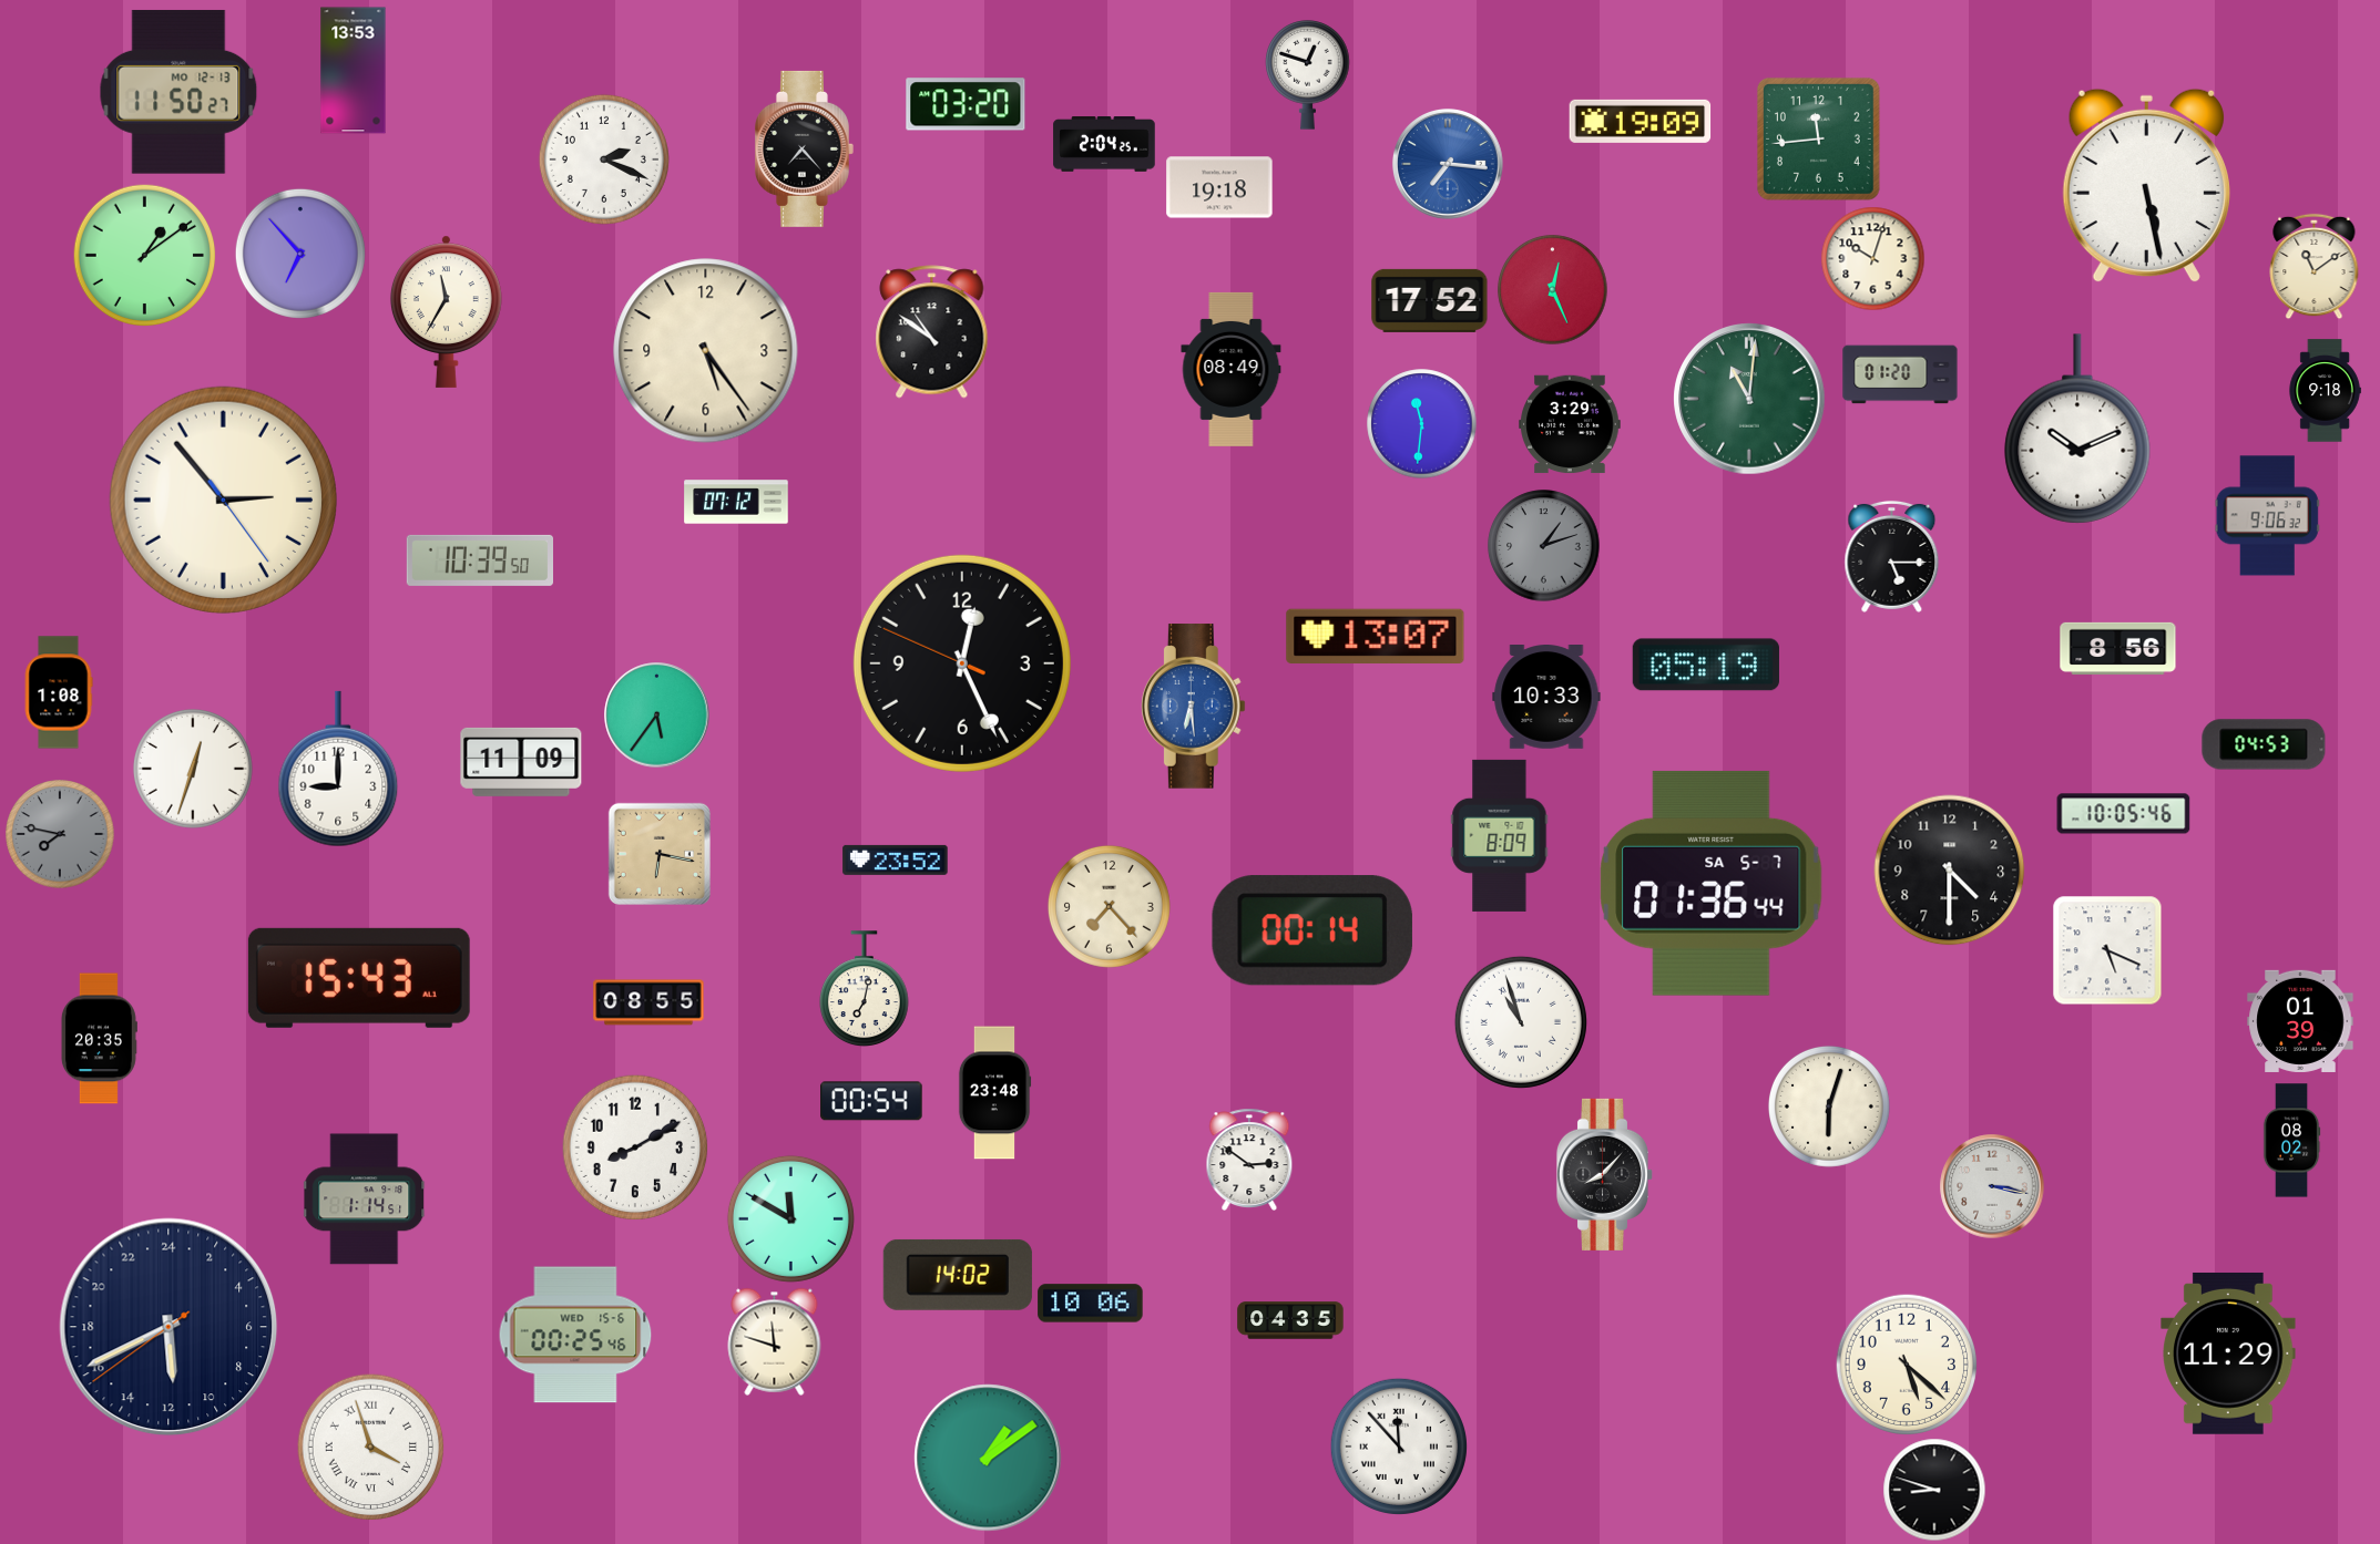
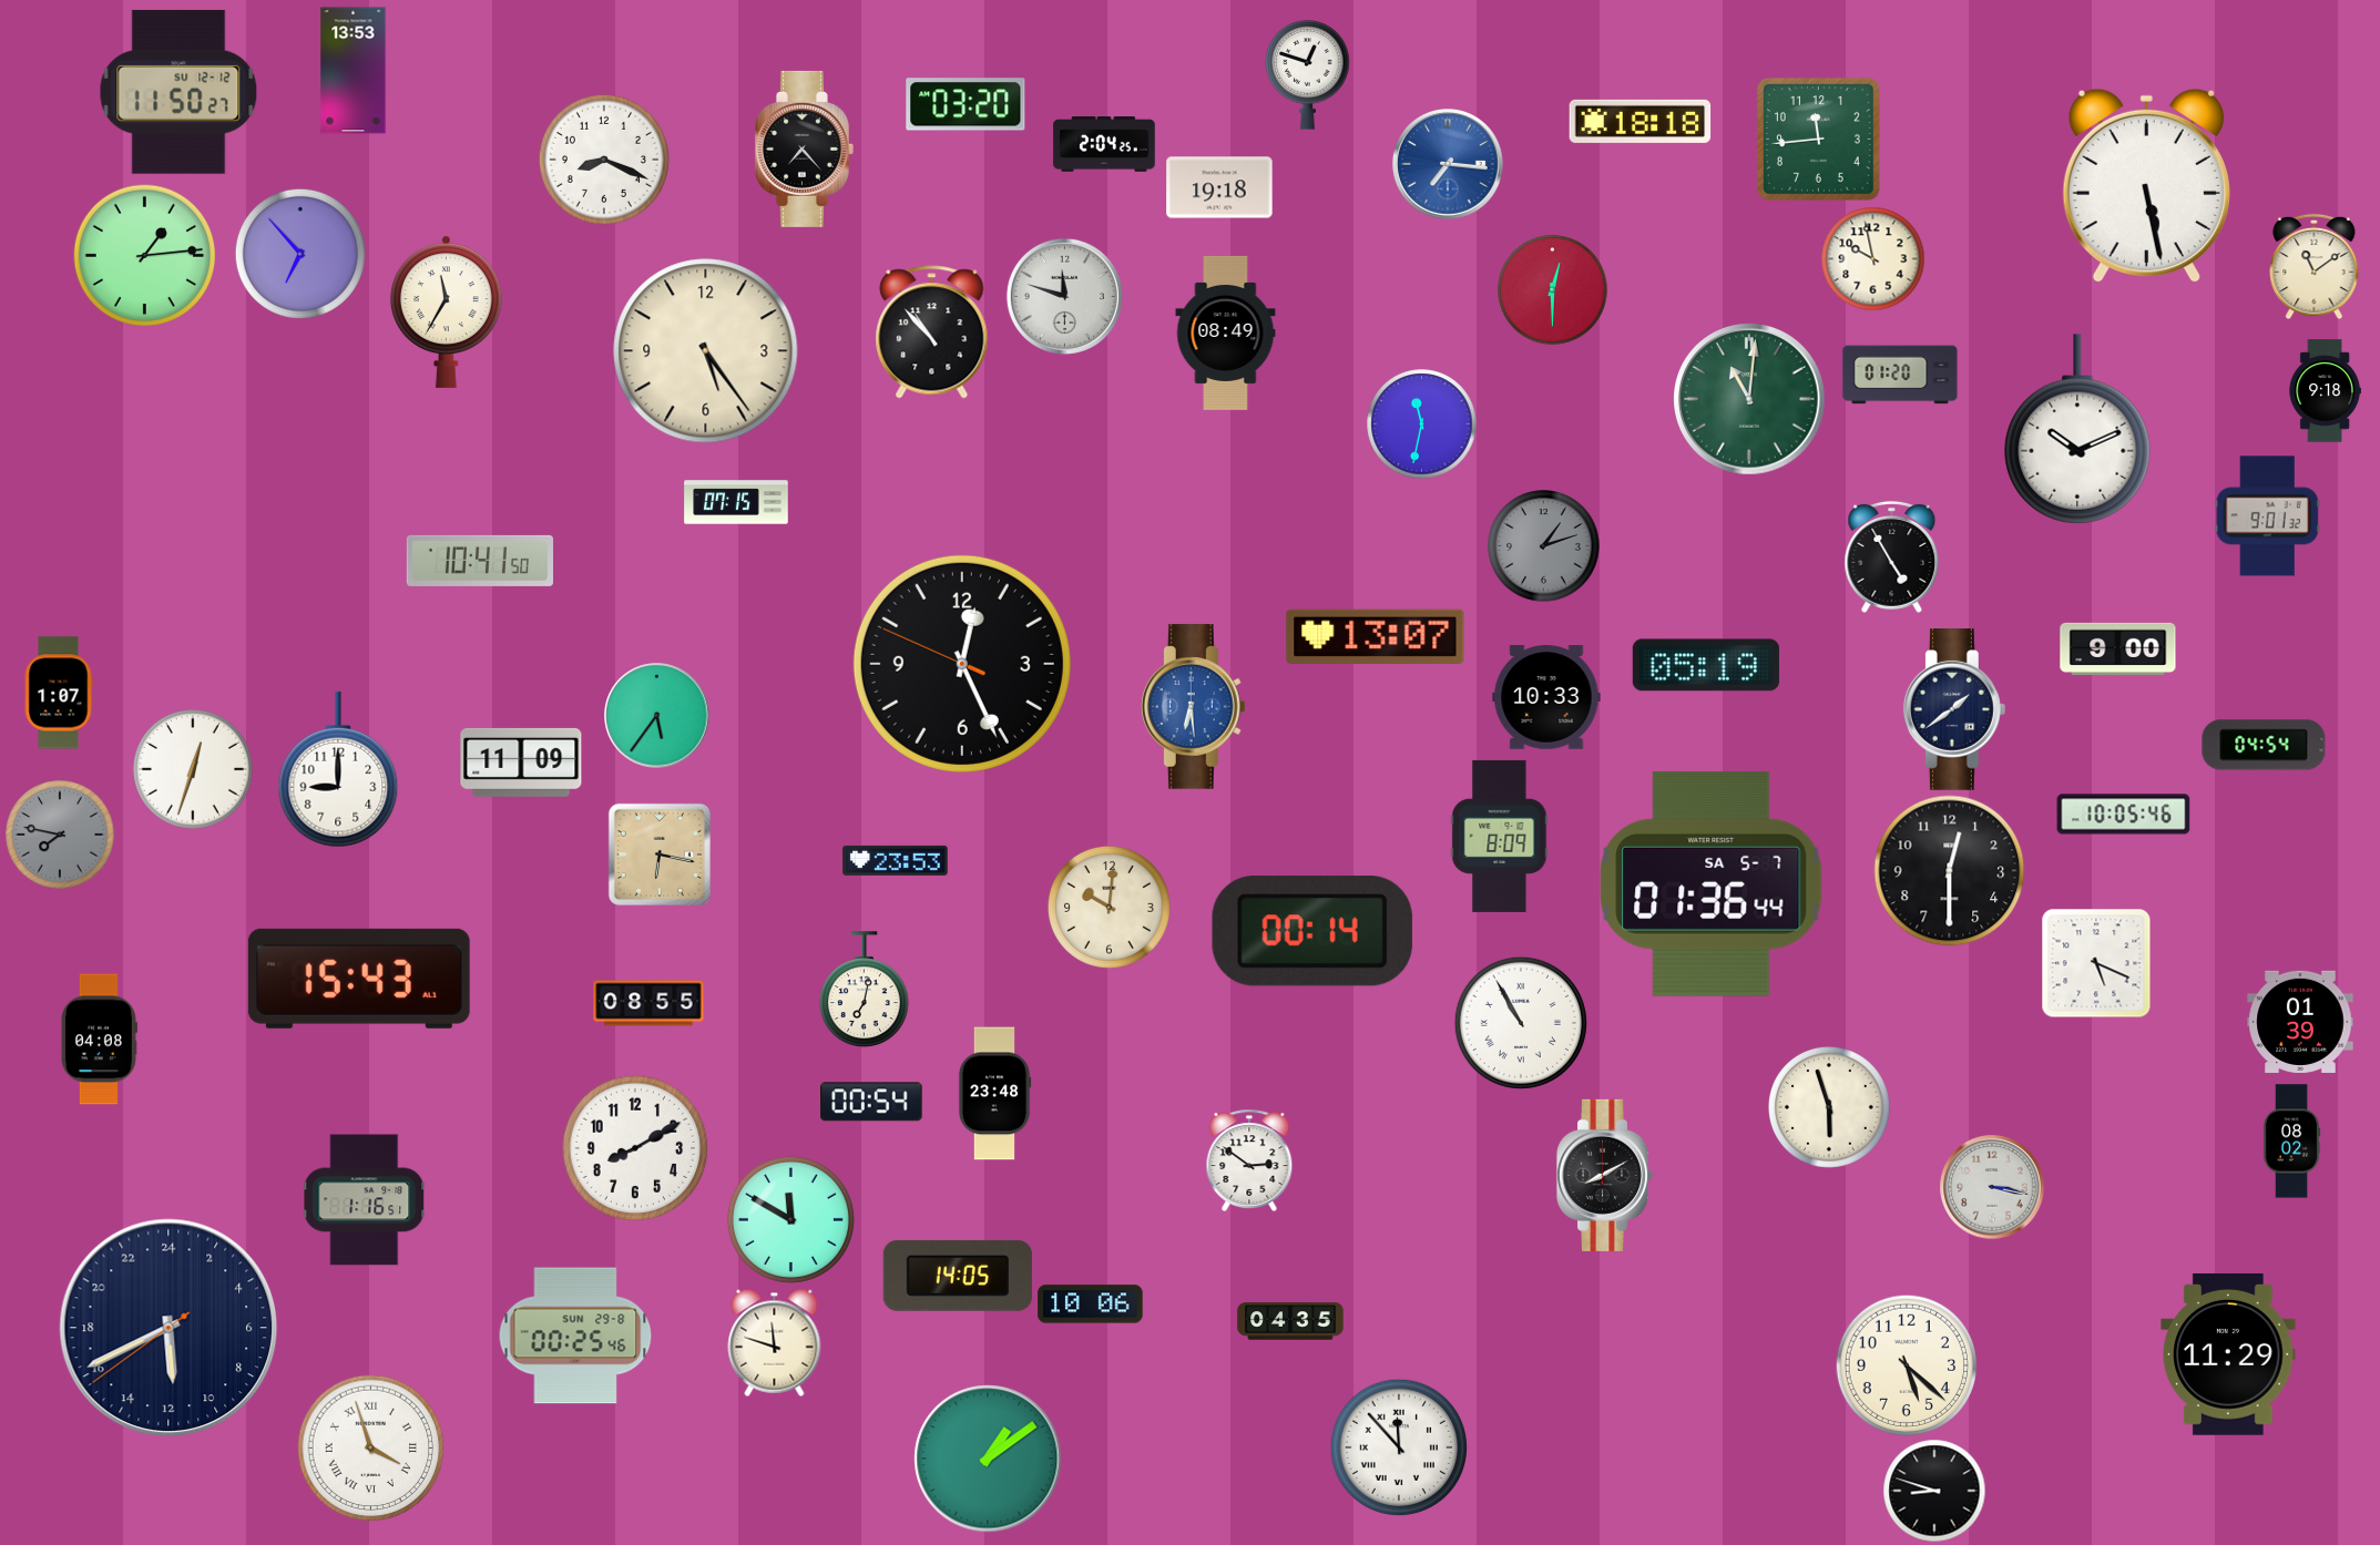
clock at (178, 92) date: MO 12-13 -> SU 12-12
clock at (1641, 121): 19:09 -> 18:18
clock at (604, 159): 2:19 -> 8:19
clock at (144, 255): 1:09 -> 1:14
clock at (1872, 258): 10:03 -> 9:58
clock at (1553, 290): 12:26 -> 12:30
clock at (1064, 296): none -> 11:48
clock at (1430, 300): 17:52 -> none
clock at (932, 332): 10:51 -> 10:53
clock at (1232, 369) position: (1232, 369) -> (1226, 332)
clock at (1422, 424): 11:31 -> 11:32
clock at (1570, 424): 3:29 -> none
clock at (223, 500): 2:53 -> none
clock at (736, 502): 07:12 -> 07:15
clock at (2267, 516): 9:06 -> 9:01
clock at (1892, 556): 5:15 -> 4:55
clock at (479, 560): 10:39 -> 10:41
clock at (2118, 648): 8:56 -> 9:00
clock at (59, 692): 1:08 -> 1:07
clock at (1954, 710): none -> 1:39
clock at (2264, 744): 04:53 -> 04:54
clock at (896, 860): 23:52 -> 23:53
clock at (1950, 871): 4:30 -> 12:30
clock at (1109, 906): 7:23 -> 10:01
clock at (2107, 950) position: (2107, 950) -> (2096, 963)
clock at (1521, 1022): 10:57 -> 10:55
clock at (99, 1039): 20:35 -> 04:08
clock at (1829, 1106): 6:03 -> 5:57
clock at (1604, 1174): 8:07 -> 8:10
clock at (365, 1200): 1:14 -> 1:16
clock at (958, 1275): 14:02 -> 14:05
clock at (575, 1335) date: WED 15-6 -> SUN 29-8
